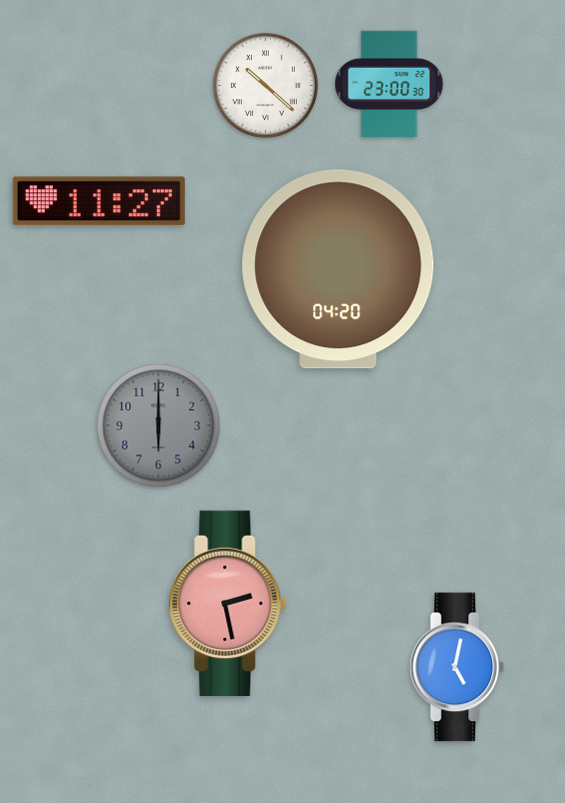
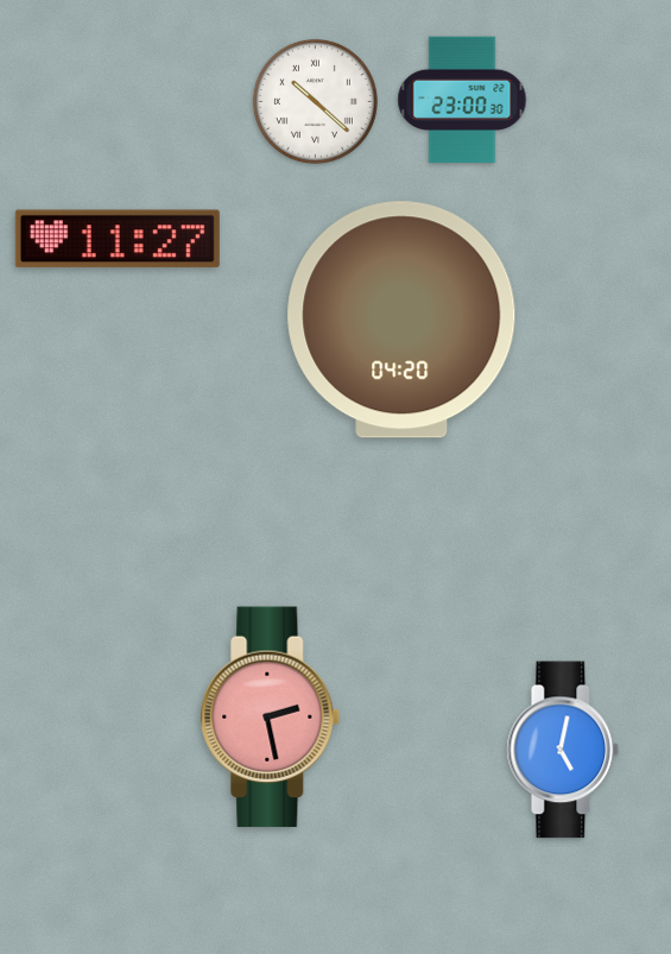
clock at (159, 426): 6:00 -> none
clock at (457, 667) position: (457, 667) -> (563, 750)
